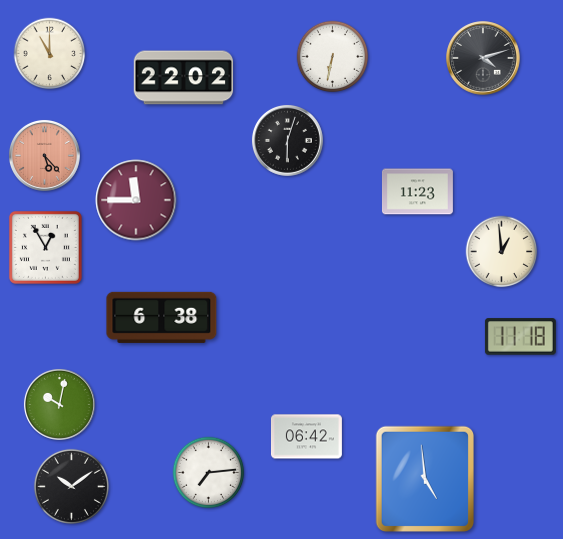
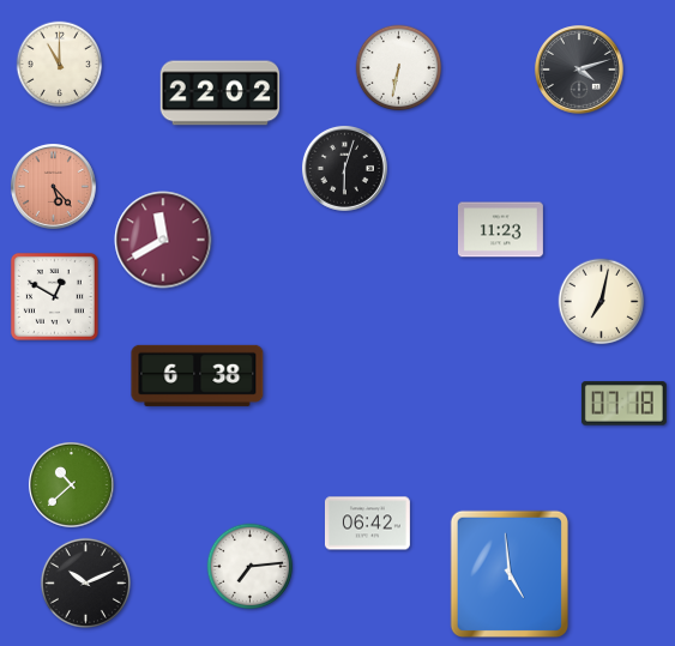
clock at (136, 200): 11:45 -> 11:40
clock at (45, 247): 12:55 -> 12:50
clock at (502, 252): 12:59 -> 7:02
clock at (162, 317) position: (162, 317) -> (198, 375)
clock at (520, 337): 11:18 -> 07:18
clock at (59, 404): 10:02 -> 10:38
clock at (71, 486): 10:09 -> 10:11
